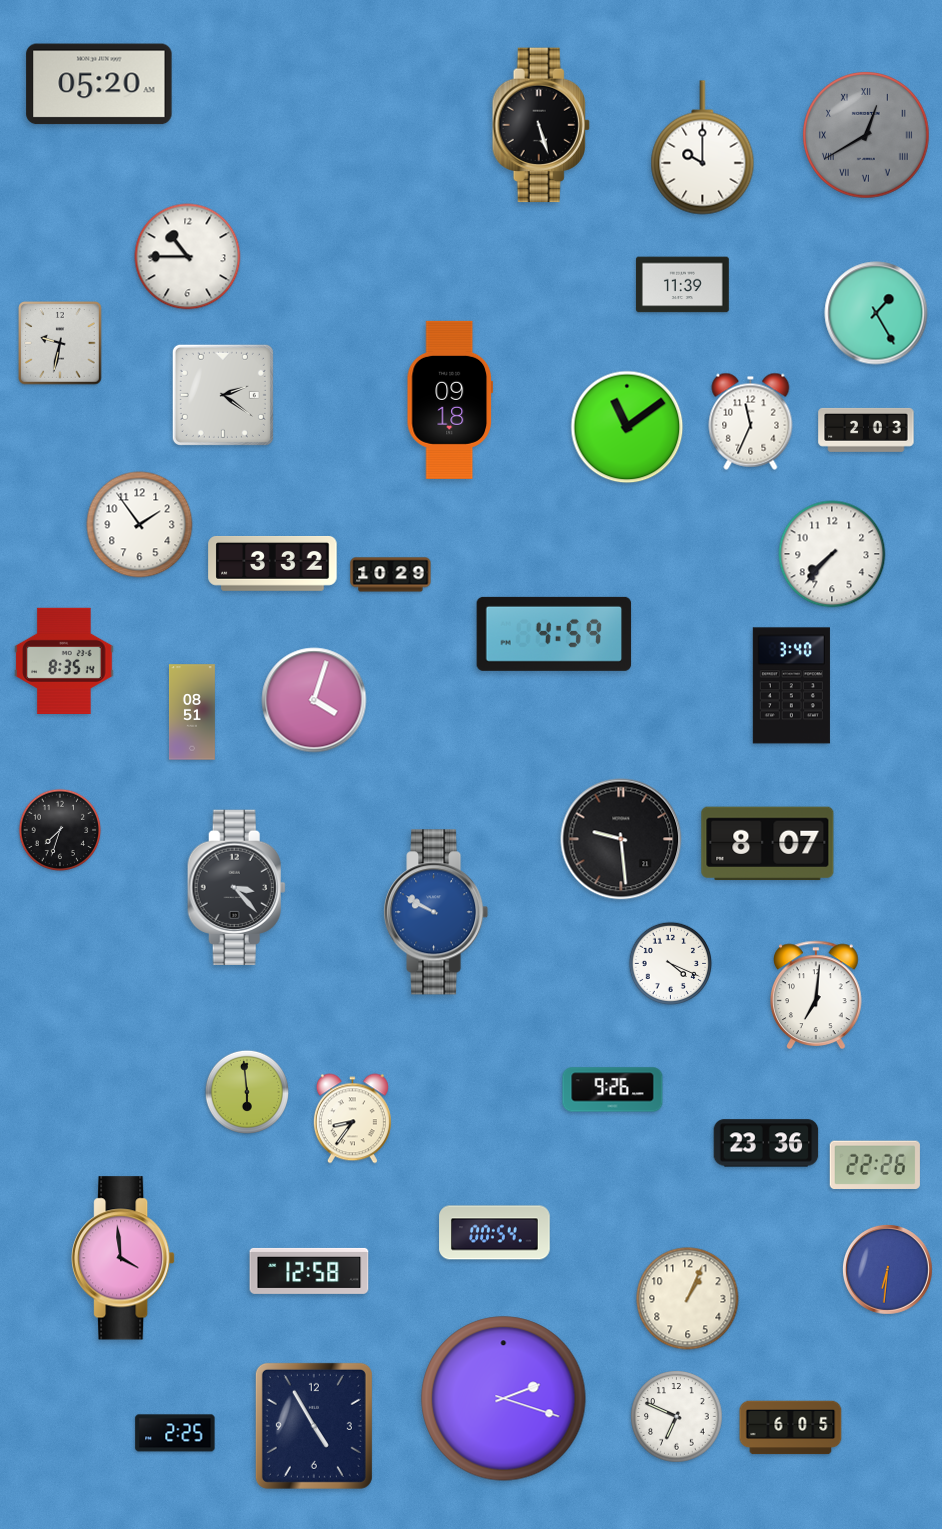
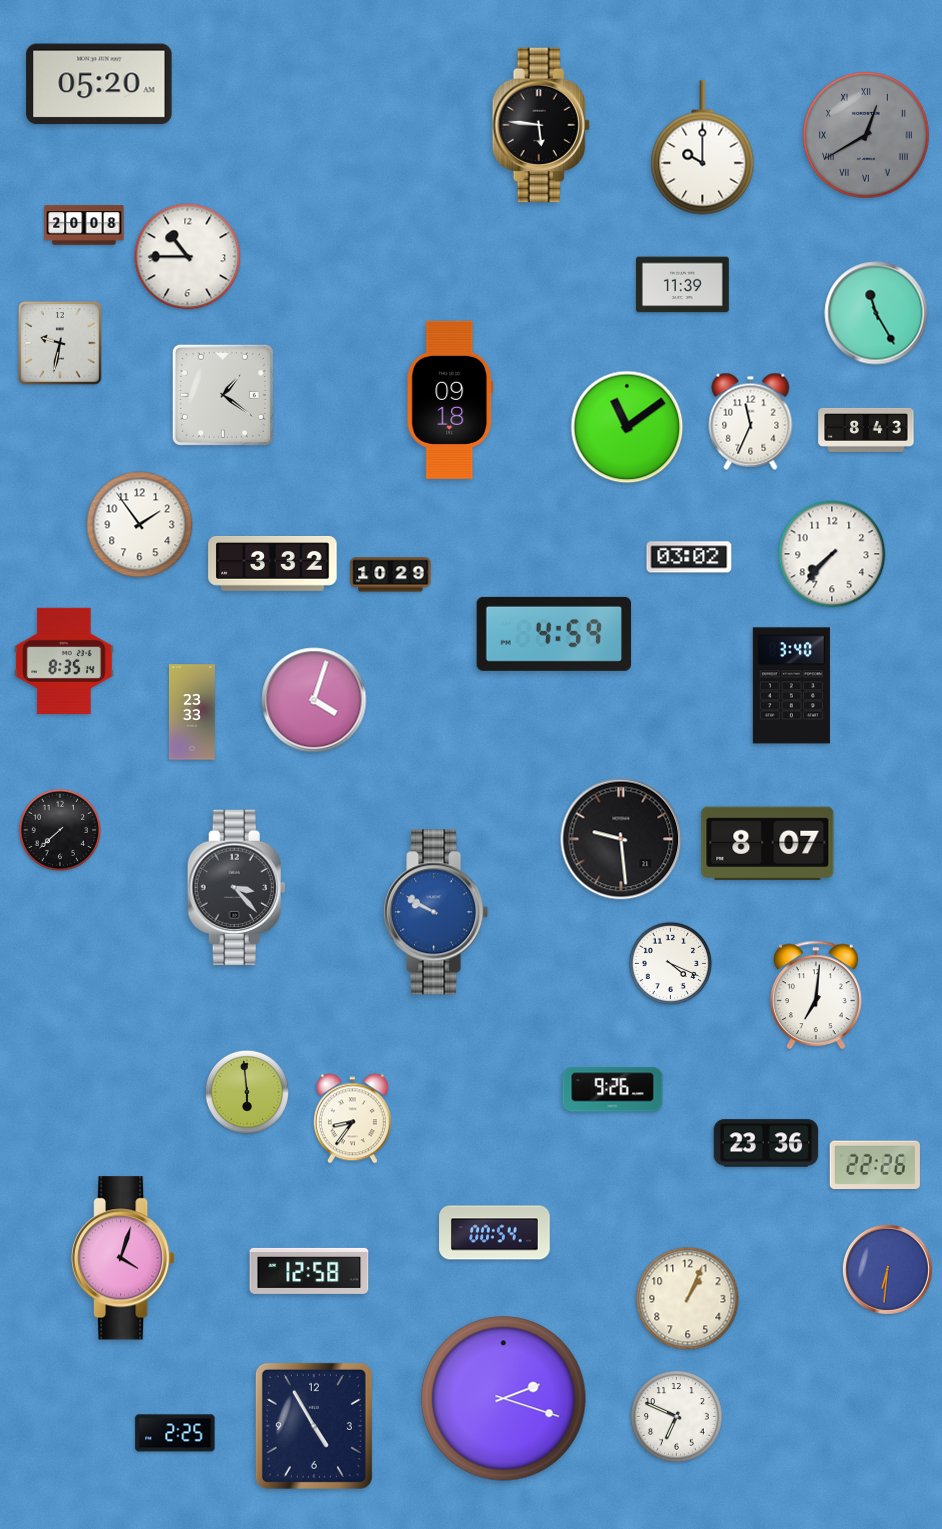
clock at (541, 125): 5:27 -> 5:46
clock at (84, 225): none -> 20:08
clock at (876, 313): 1:25 -> 11:25
clock at (223, 395): 2:21 -> 1:21
clock at (866, 430): 2:03 -> 8:43
clock at (689, 557): none -> 03:02
clock at (192, 712): 08:51 -> 23:33
clock at (60, 830): 7:33 -> 7:38
clock at (124, 1258): 3:59 -> 4:03
clock at (791, 1428): 6:05 -> none
